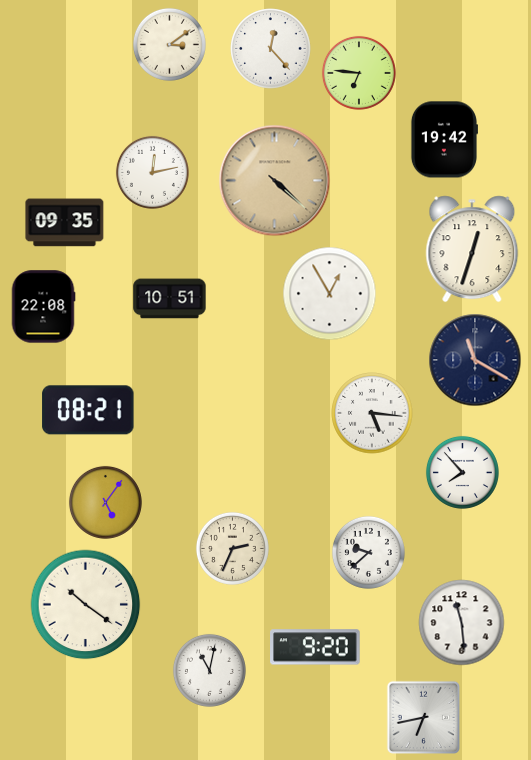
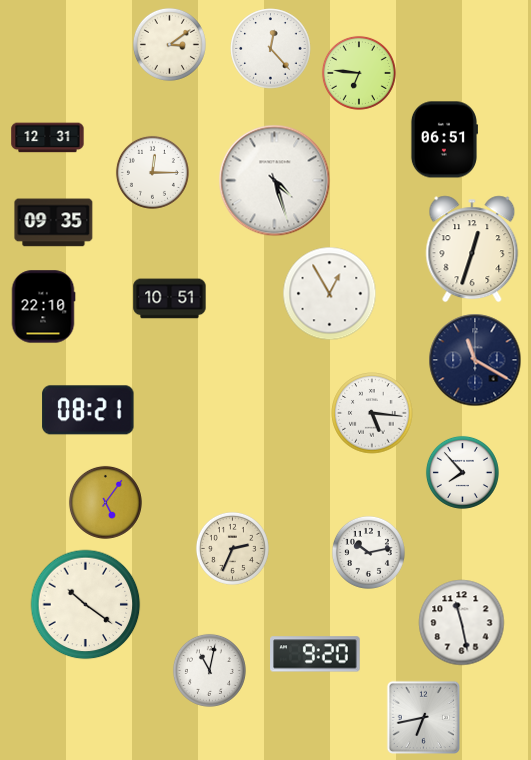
clock at (48, 138): none -> 12:31
clock at (444, 140): 19:42 -> 06:51
clock at (152, 172): 12:13 -> 12:15
clock at (275, 181): 4:22 -> 4:27
clock at (275, 181) dial: champagne -> white
clock at (65, 223) position: (65, 223) -> (54, 223)
clock at (43, 307): 22:08 -> 22:10
clock at (368, 552): 9:38 -> 10:13
clock at (462, 623): 11:29 -> 11:28
clock at (315, 647) position: (315, 647) -> (315, 654)
